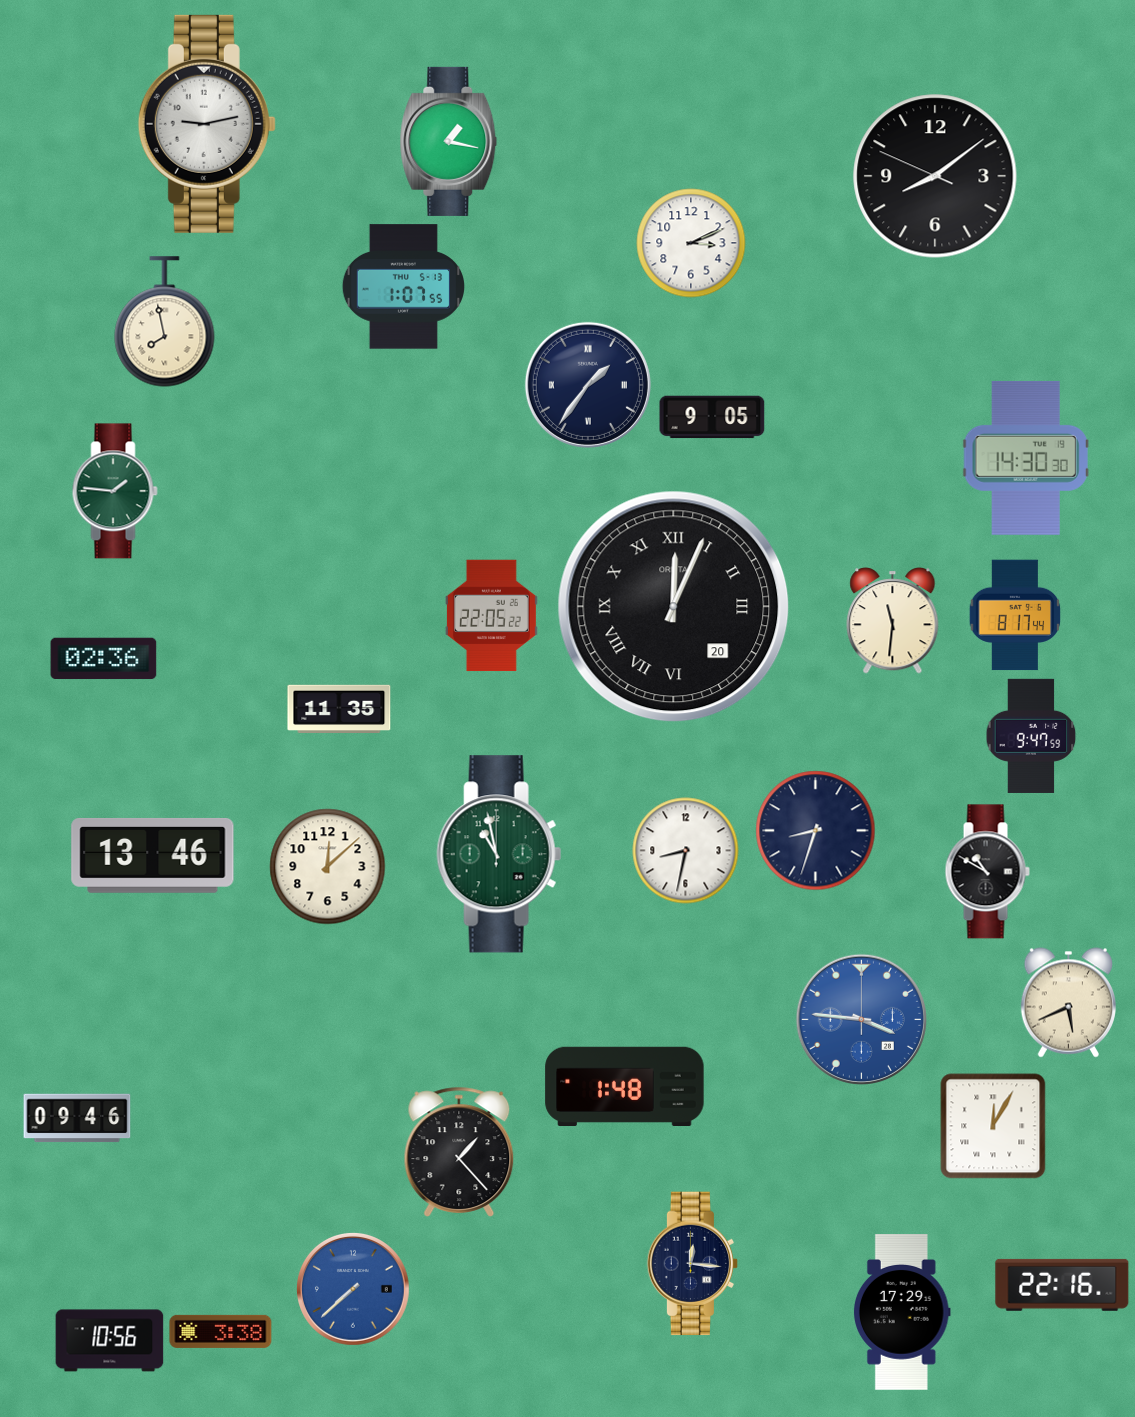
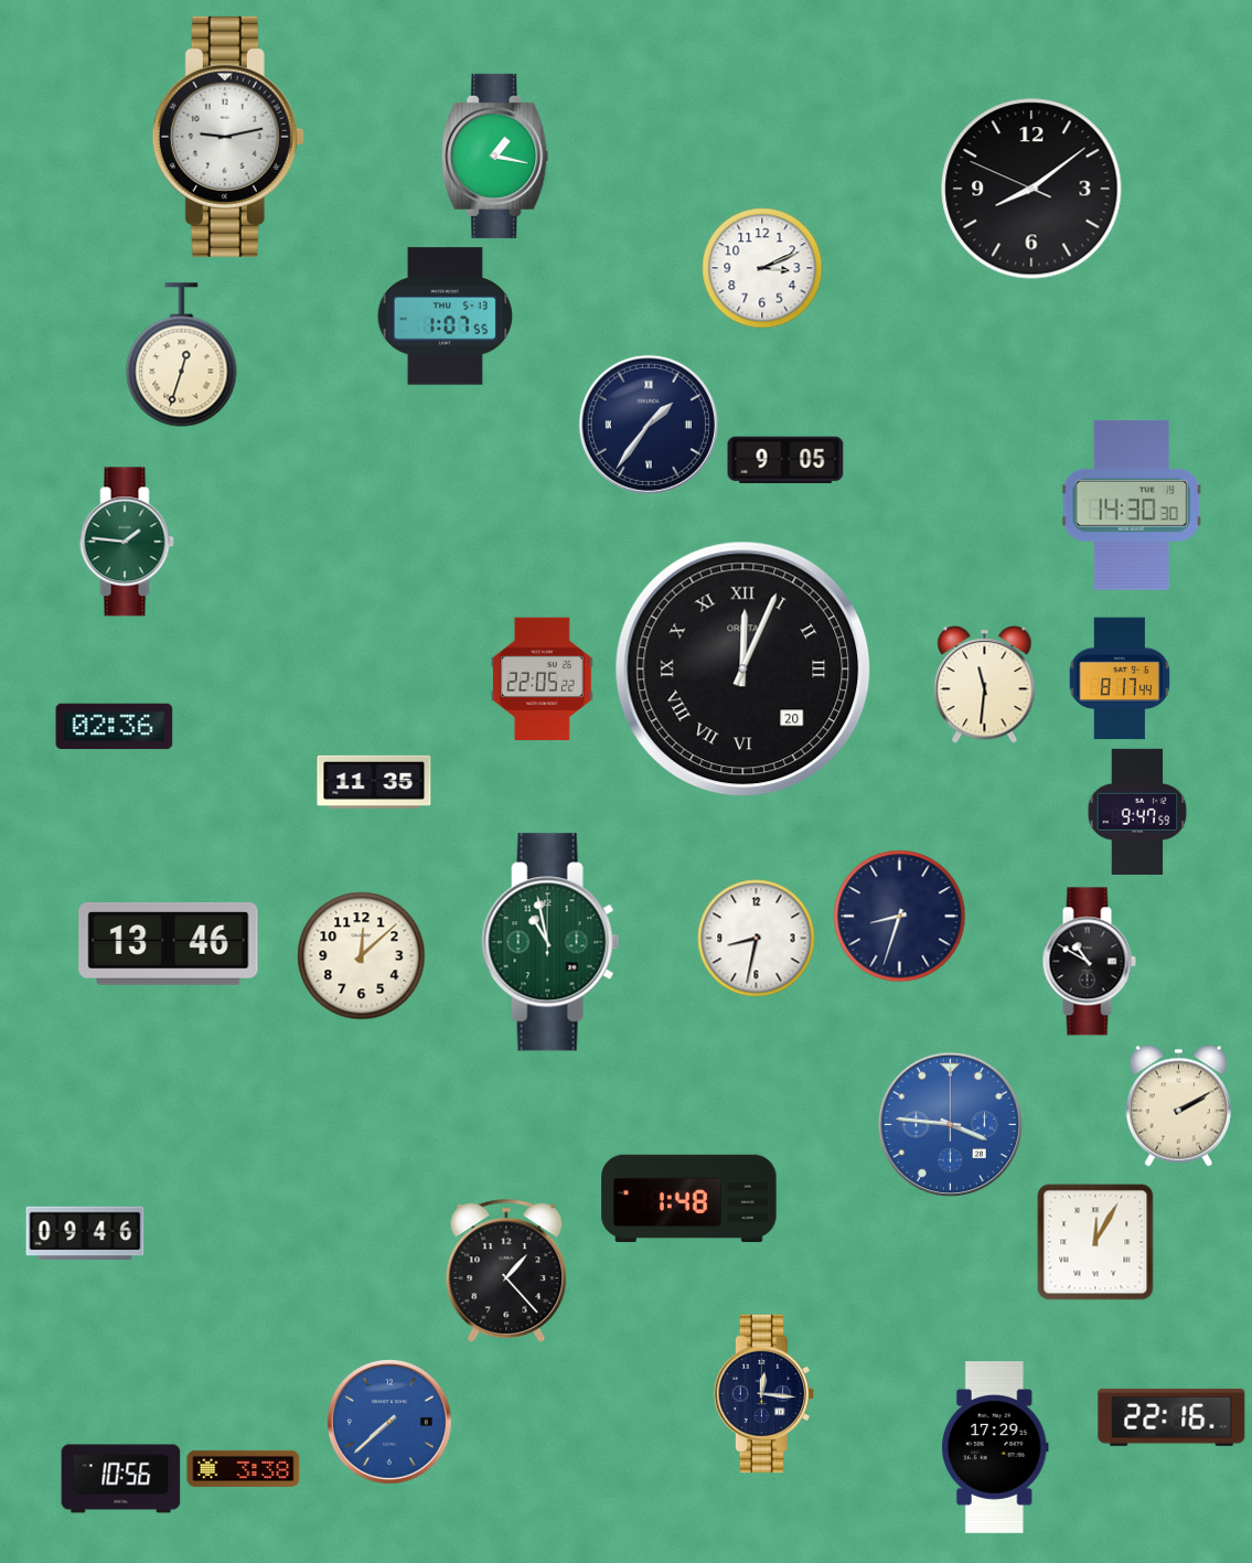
clock at (935, 176) position: (935, 176) -> (1031, 189)
clock at (165, 322): 7:58 -> 12:33
clock at (1068, 1003): 5:41 -> 2:10
